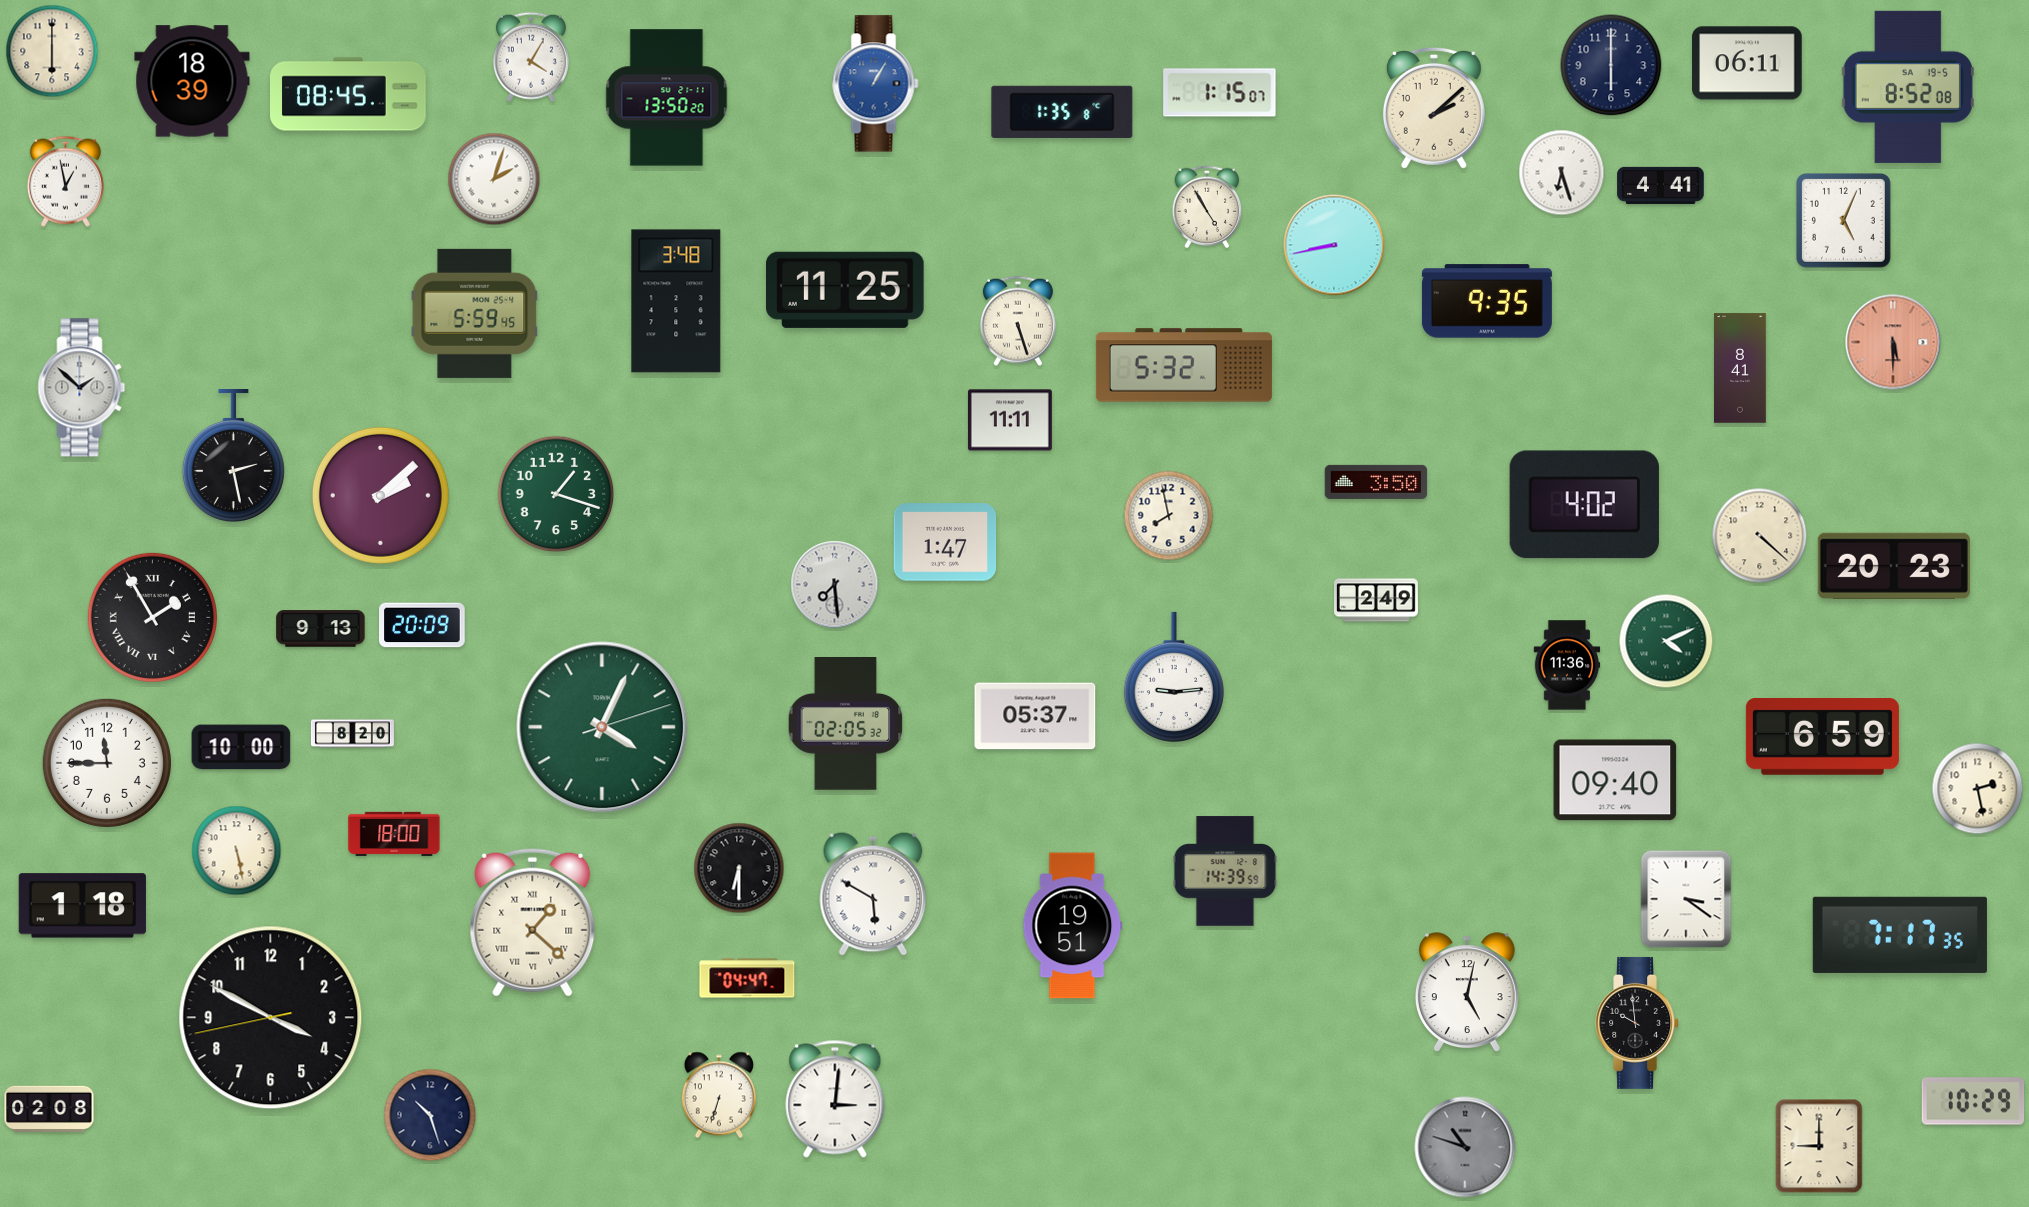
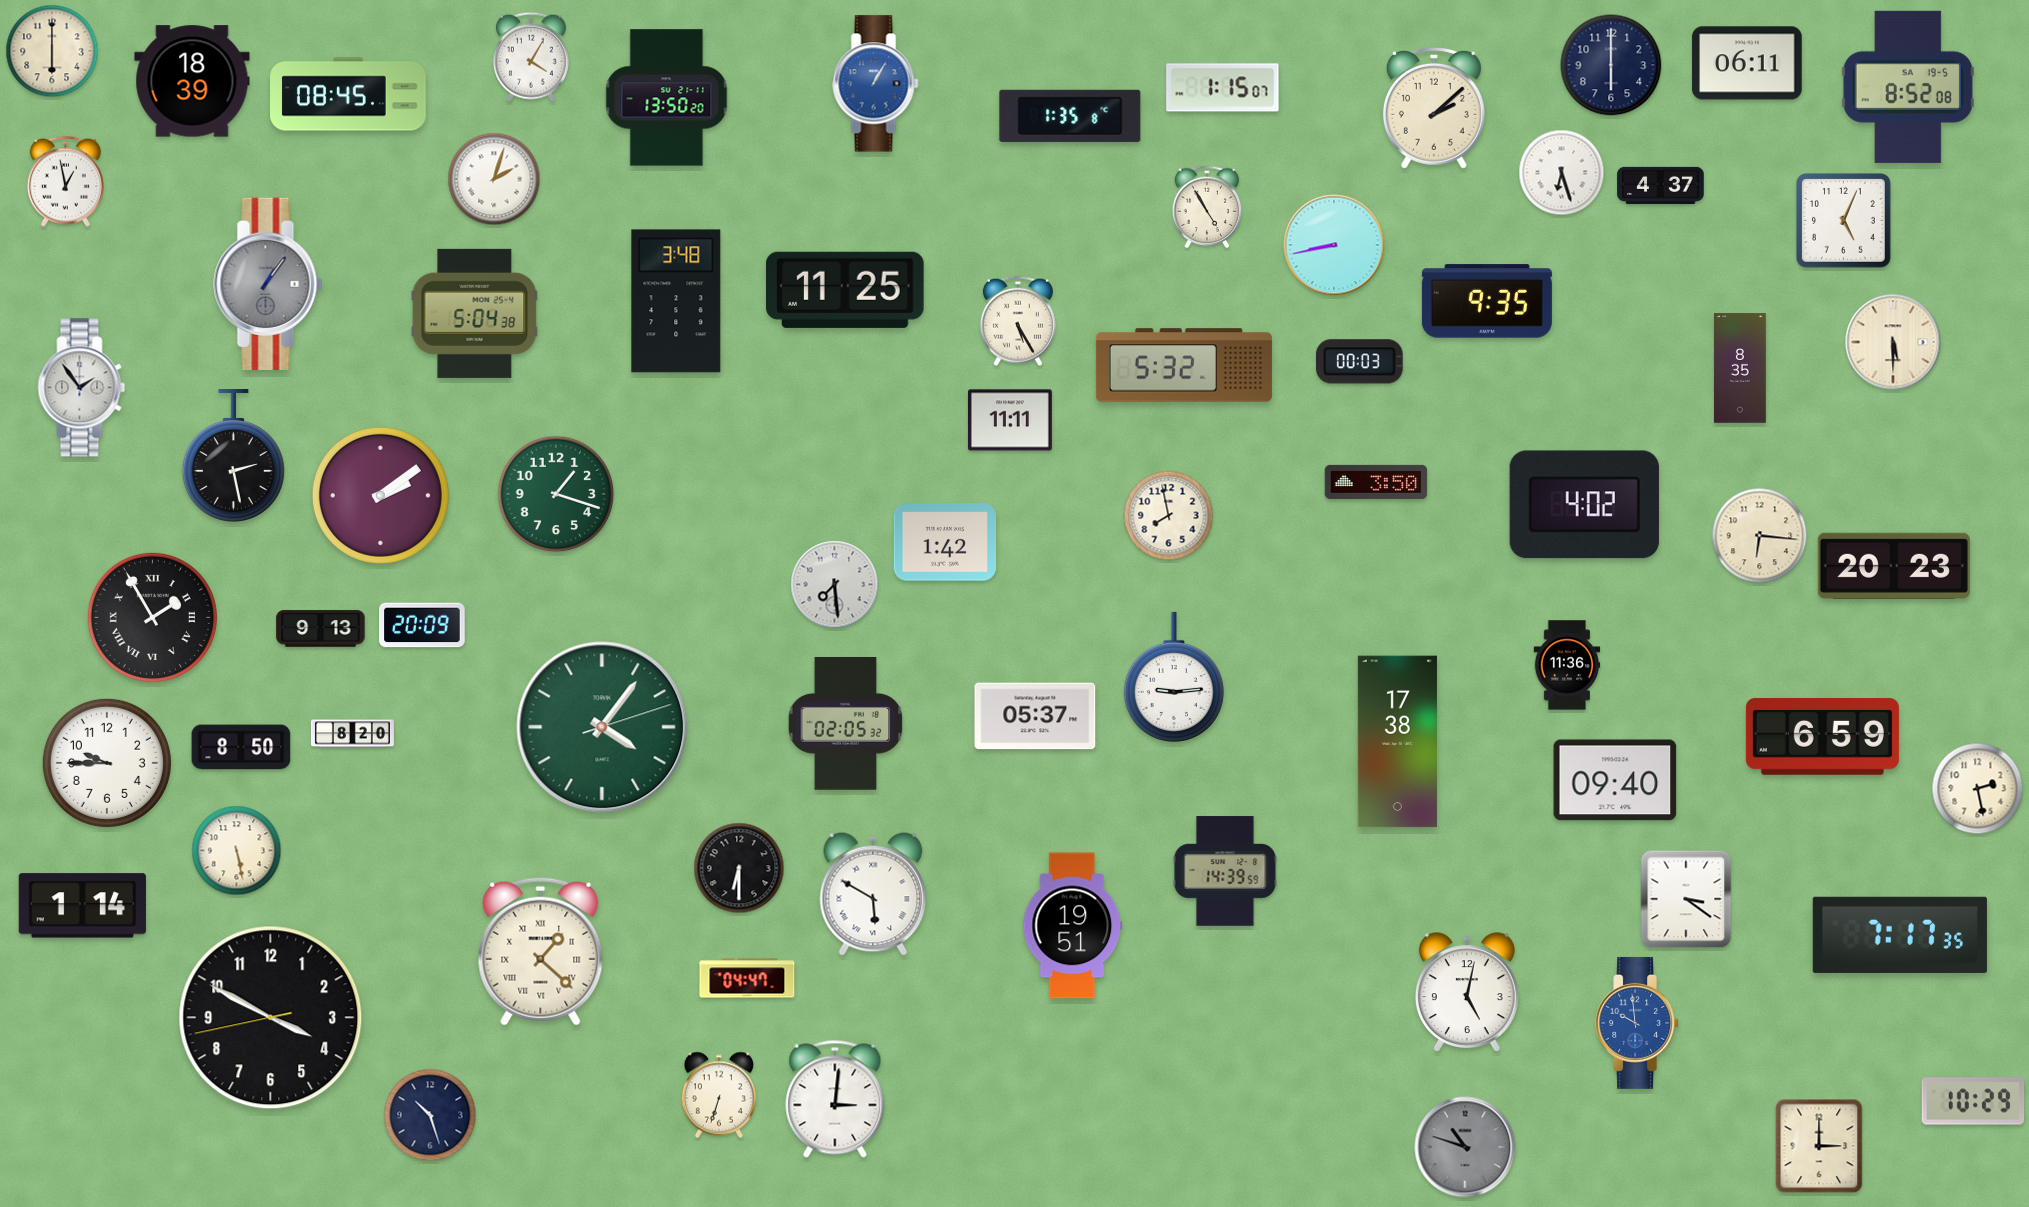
clock at (1220, 93) position: (1220, 93) -> (1223, 88)
clock at (1062, 112) position: (1062, 112) -> (1070, 116)
clock at (1661, 185): 4:41 -> 4:37
clock at (268, 283): none -> 1:06
clock at (475, 313): 5:59 -> 5:04
clock at (1018, 321): 5:27 -> 5:25
clock at (1893, 342) dial: salmon -> cream
clock at (1360, 362): none -> 00:03
clock at (1741, 368): 8:41 -> 8:35
clock at (82, 388): 1:52 -> 1:54
clock at (380, 495): 2:08 -> 2:09
clock at (1760, 536): 4:22 -> 6:16
clock at (945, 542): 1:47 -> 1:42
clock at (1377, 600): 2:49 -> none
clock at (1666, 641): 4:11 -> none
clock at (602, 727): 4:04 -> 4:06
clock at (1397, 742): none -> 17:38
clock at (241, 747): 10:00 -> 8:50
clock at (107, 763): 11:45 -> 9:45
clock at (394, 834): 18:00 -> none
clock at (82, 906): 1:18 -> 1:14
clock at (533, 922) position: (533, 922) -> (541, 951)
clock at (1637, 1023) dial: black -> blue
clock at (49, 1108): 02:08 -> none
clock at (1819, 1146): 9:00 -> 3:00
